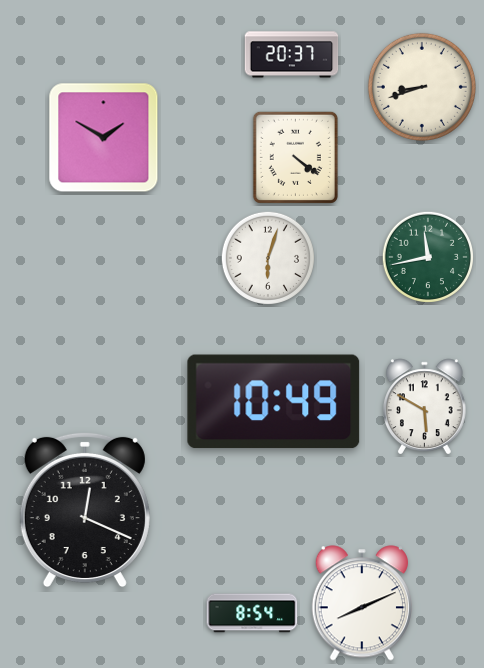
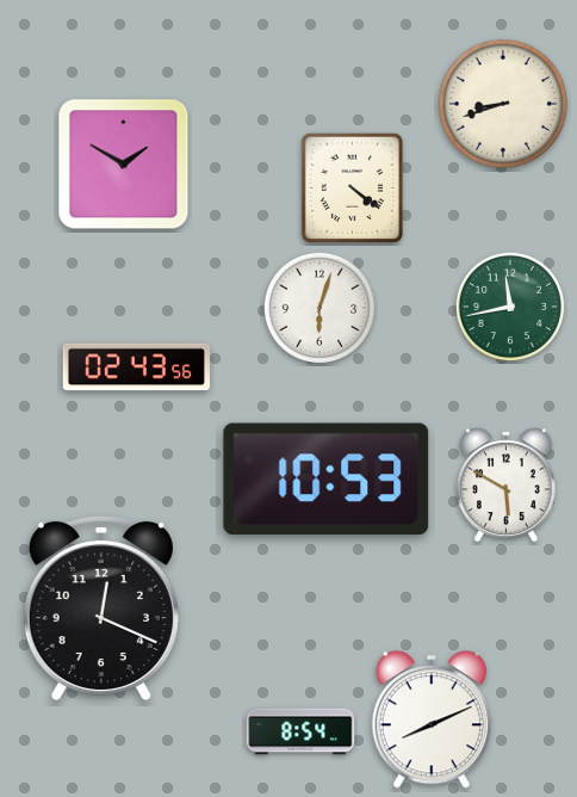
clock at (292, 55): 20:37 -> none
clock at (136, 367): none -> 02:43
clock at (274, 402): 10:49 -> 10:53
